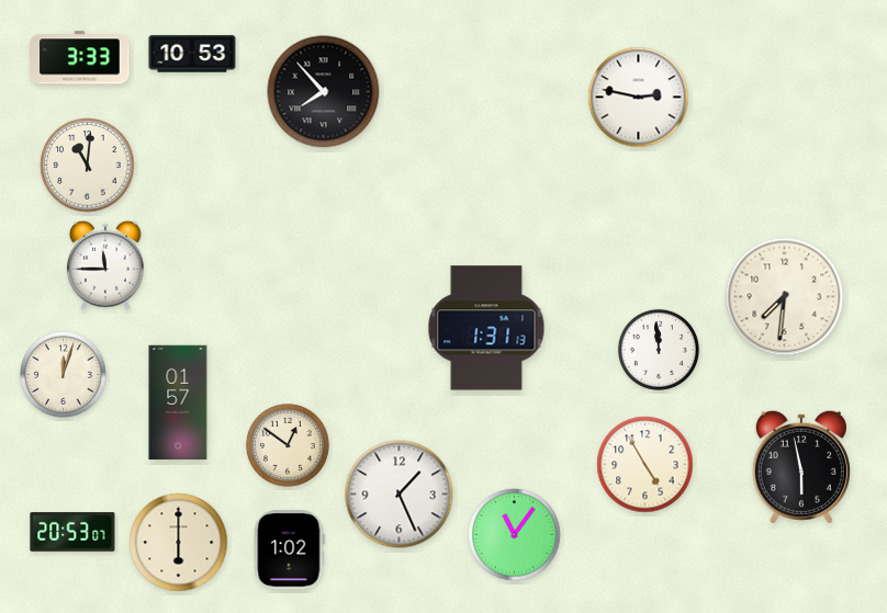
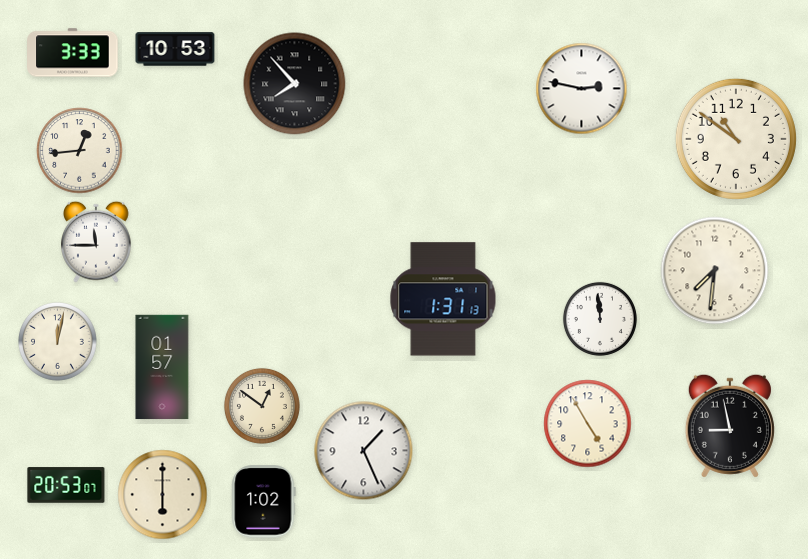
clock at (736, 139): none -> 10:51
clock at (88, 166): 11:01 -> 12:44
clock at (64, 375): 12:03 -> 12:02
clock at (801, 467): 5:58 -> 8:58
clock at (515, 535): 11:06 -> none
